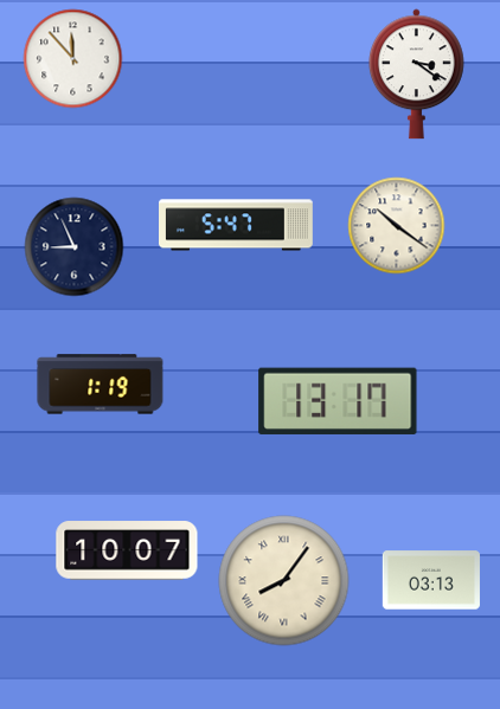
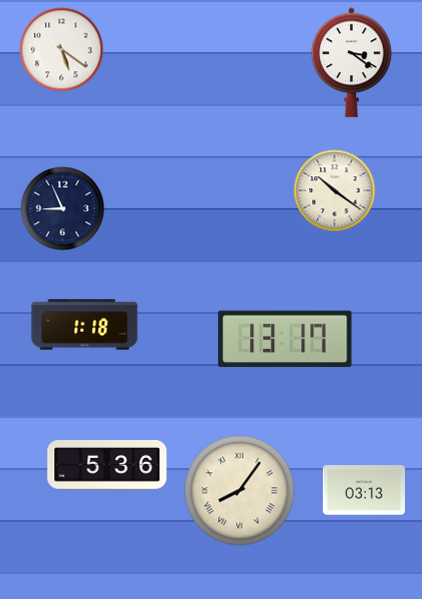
clock at (73, 59): 11:53 -> 5:21
clock at (237, 225): 5:47 -> none
clock at (101, 385): 1:19 -> 1:18
clock at (127, 550): 10:07 -> 5:36
